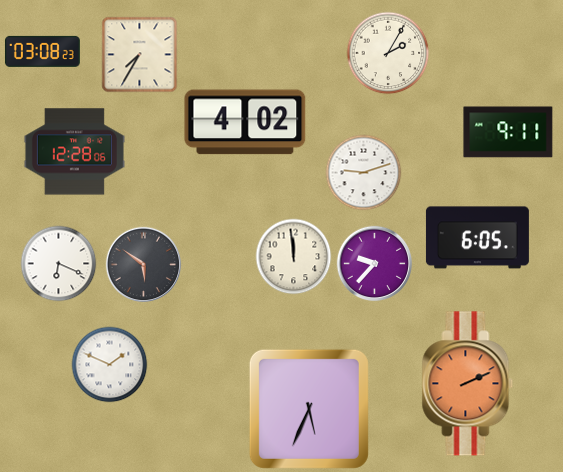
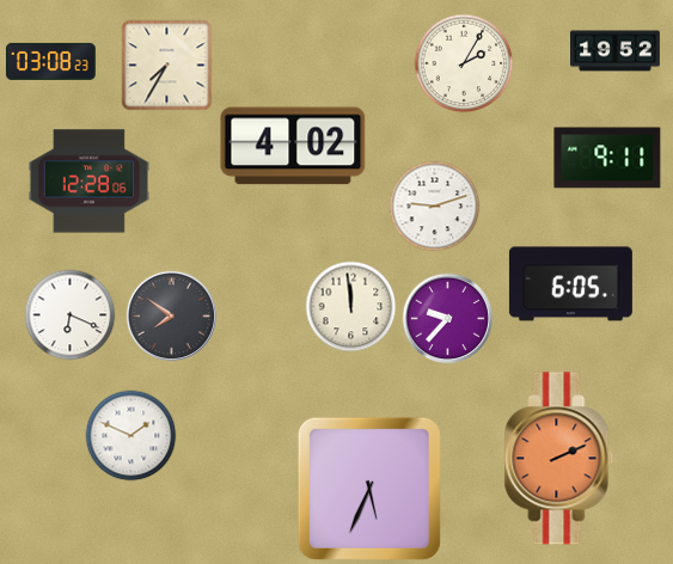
clock at (616, 51): none -> 19:52
clock at (375, 264) position: (375, 264) -> (448, 319)
clock at (144, 265): 5:51 -> 7:51
